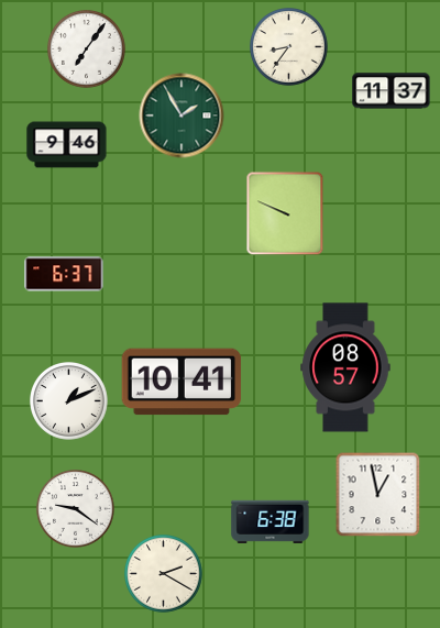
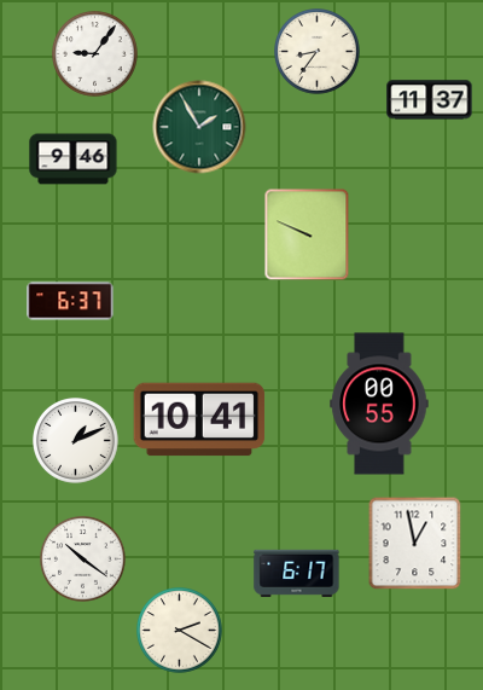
clock at (87, 49): 7:06 -> 9:06
clock at (285, 213) position: (285, 213) -> (307, 234)
clock at (345, 367): 08:57 -> 00:55
clock at (76, 509): 9:21 -> 10:21
clock at (271, 521): 6:38 -> 6:17
